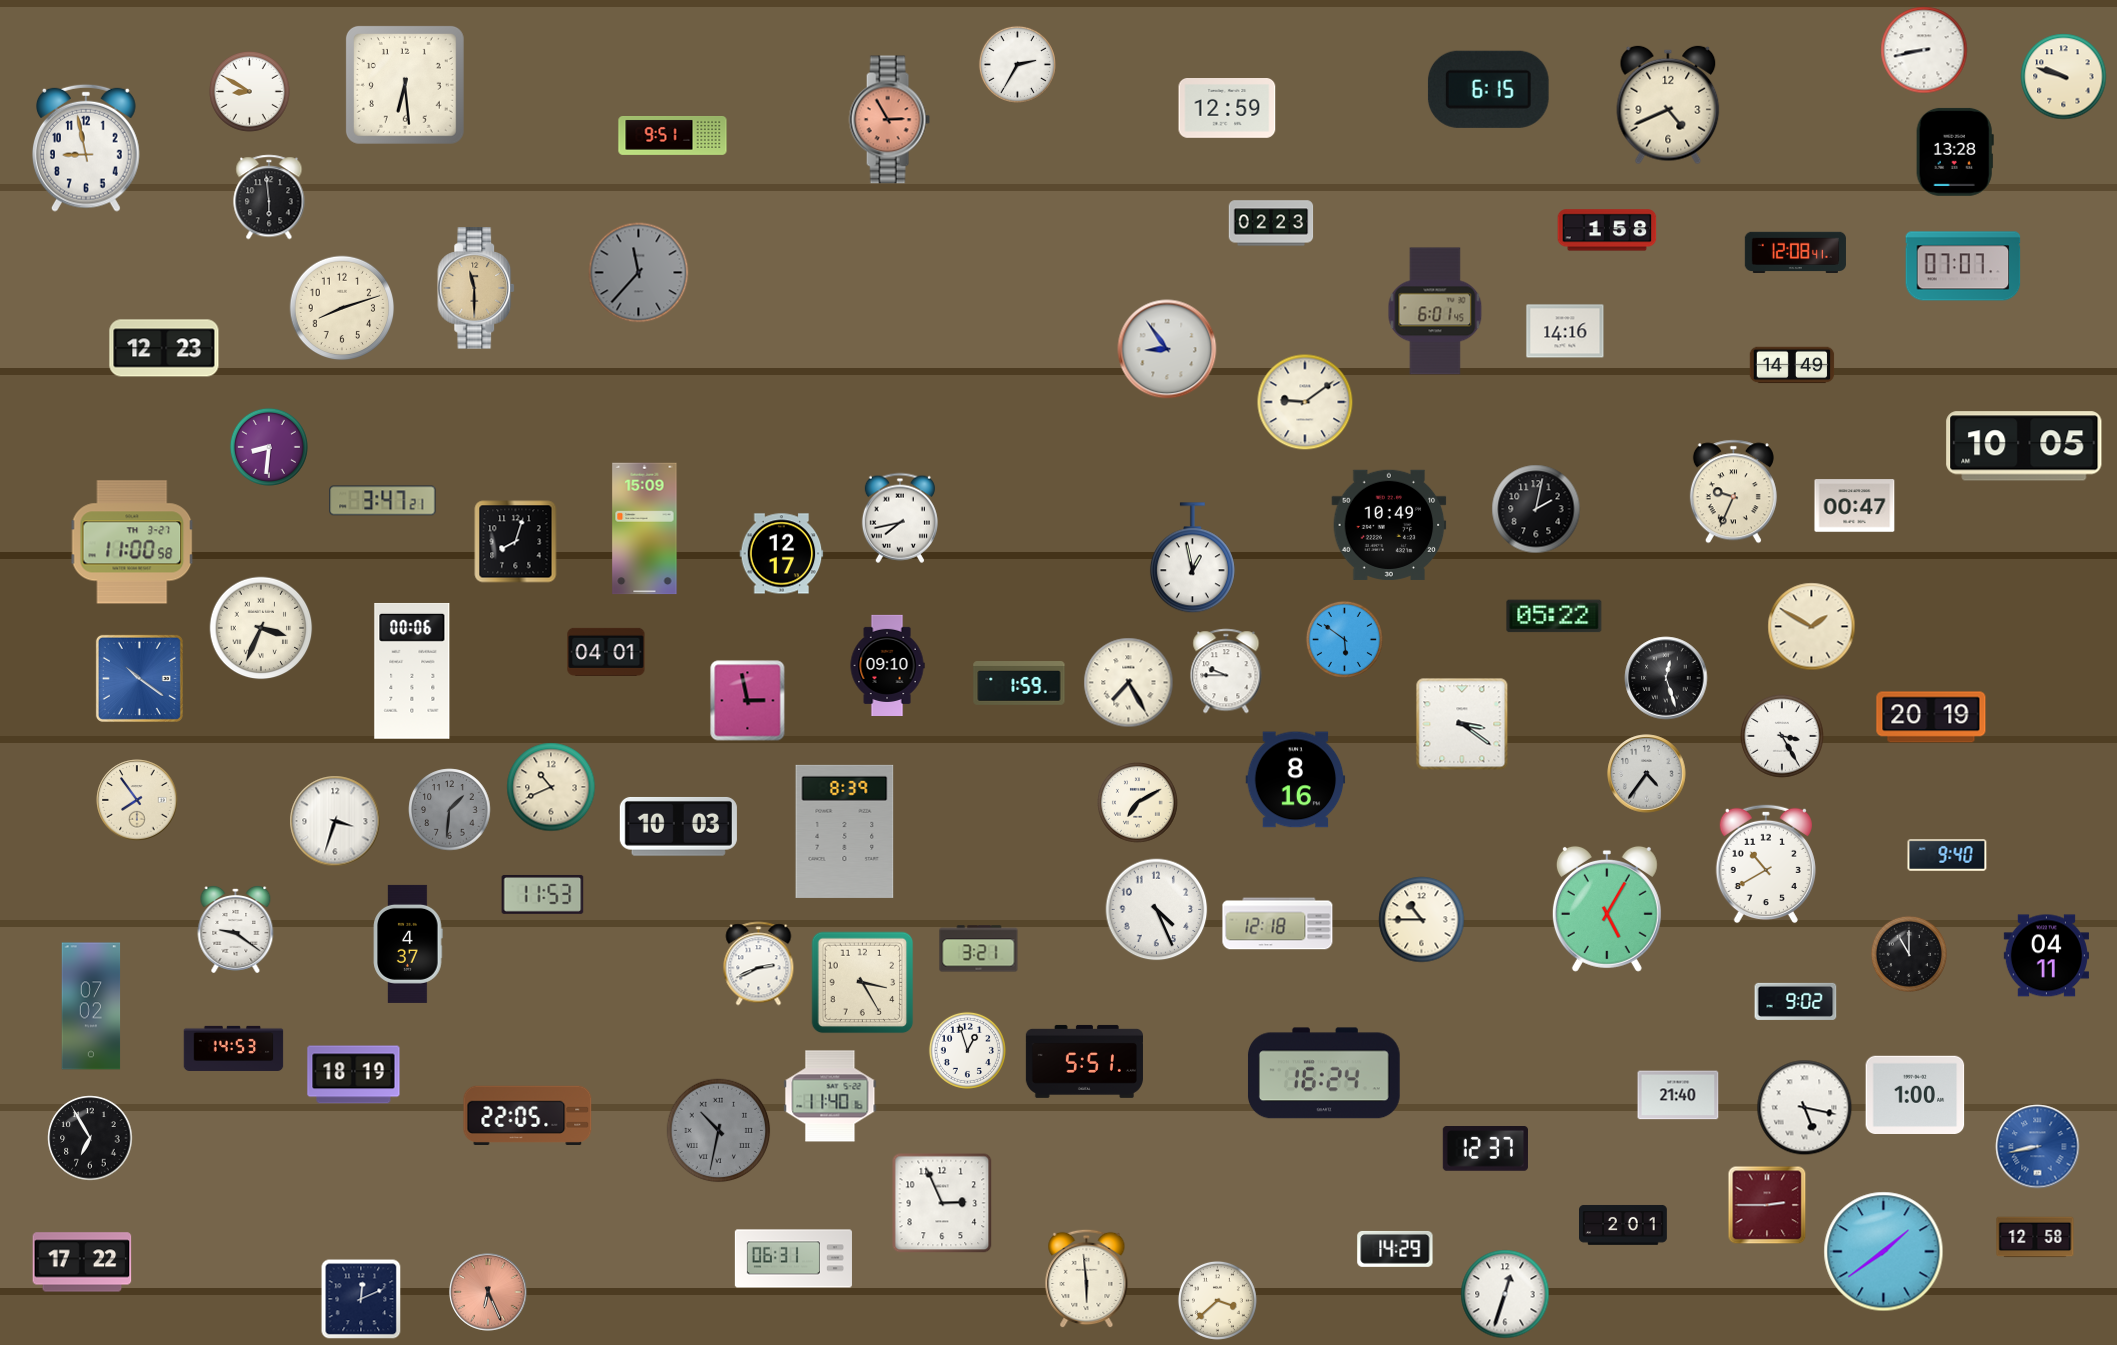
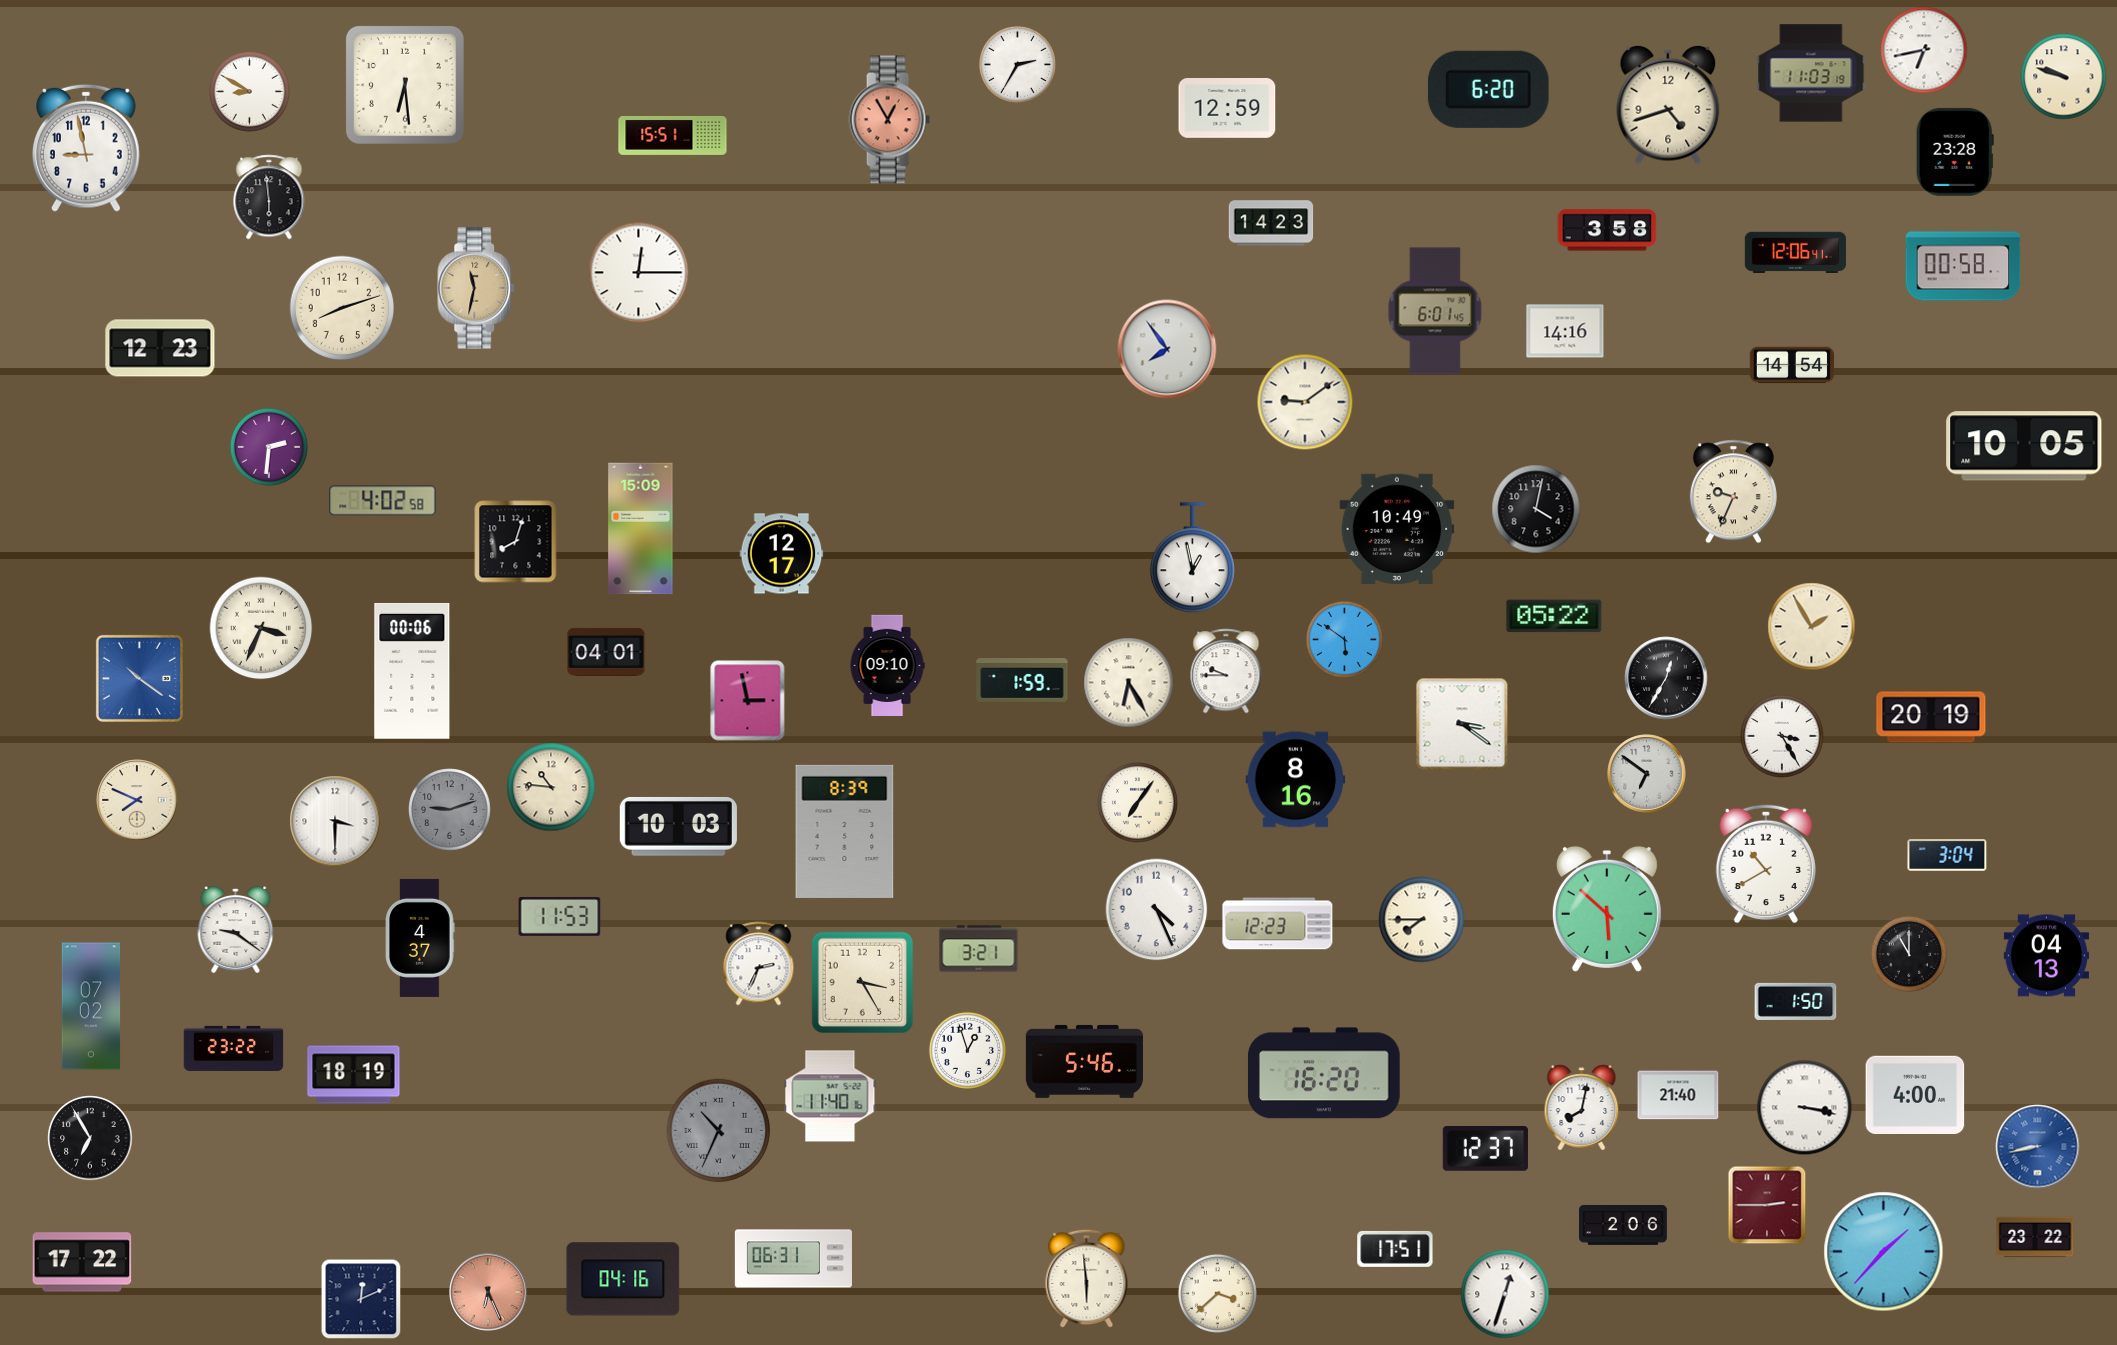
clock at (1924, 50): 8:43 -> 6:43
clock at (1811, 73): none -> 11:03
clock at (1488, 89): 6:15 -> 6:20
clock at (1668, 105): 4:41 -> 4:42
clock at (889, 120): 2:55 -> 12:55
clock at (673, 136): 9:51 -> 15:51
clock at (1955, 152): 13:28 -> 23:28
clock at (1271, 223): 02:23 -> 14:23
clock at (1607, 230): 1:58 -> 3:58
clock at (1795, 252): 12:08 -> 12:06
clock at (1963, 266): 07:07 -> 00:58
clock at (639, 273): 11:37 -> 12:15
clock at (639, 273) dial: grey -> white
clock at (477, 288): 11:30 -> 11:32
clock at (164, 348) position: (164, 348) -> (160, 348)
clock at (1167, 349): 8:54 -> 7:54
clock at (1792, 365): 14:49 -> 14:54
clock at (269, 447): 8:31 -> 2:31
clock at (383, 501): 3:47 -> 4:02
clock at (1855, 506): 00:47 -> none
clock at (1536, 509): 2:02 -> 4:02
clock at (900, 518): 7:43 -> none
clock at (1389, 525) position: (1389, 525) -> (1397, 529)
clock at (645, 529) position: (645, 529) -> (641, 529)
clock at (132, 542): 11:00 -> none
clock at (1812, 627): 1:50 -> 1:55
clock at (1666, 678): 12:27 -> 12:35
clock at (1129, 683): 7:25 -> 6:25
clock at (1019, 684) position: (1019, 684) -> (1022, 681)
clock at (1647, 774): 4:36 -> 6:51
clock at (551, 787): 10:41 -> 10:46
clock at (137, 800): 7:54 -> 7:49
clock at (1138, 803): 7:10 -> 7:06
clock at (450, 810): 1:31 -> 9:12
clock at (335, 821): 3:33 -> 3:30
clock at (1947, 856): 9:40 -> 3:04
clock at (543, 894) position: (543, 894) -> (560, 916)
clock at (1607, 909): 5:05 -> 5:52
clock at (1422, 920): 10:45 -> 7:45
clock at (1278, 924): 12:18 -> 12:23
clock at (408, 944) position: (408, 944) -> (420, 938)
clock at (2046, 956): 04:11 -> 04:13
clock at (759, 964): 2:41 -> 2:34
clock at (1796, 1001): 9:02 -> 1:50
clock at (234, 1048): 14:53 -> 23:22
clock at (1084, 1061): 5:51 -> 5:46
clock at (1324, 1073): 16:24 -> 16:20
clock at (1915, 1094): 1:00 -> 4:00
clock at (1582, 1108): none -> 8:02
clock at (1805, 1108): 5:17 -> 3:17
clock at (528, 1115): 22:05 -> none
clock at (719, 1131): 10:32 -> 10:34
clock at (942, 1203): 2:56 -> none
clock at (1624, 1225): 2:01 -> 2:06
clock at (2035, 1237): 12:58 -> 23:22
clock at (1395, 1249): 14:29 -> 17:51
clock at (1884, 1252): 1:39 -> 1:37
clock at (623, 1279): none -> 04:16
clock at (1217, 1300) position: (1217, 1300) -> (1217, 1293)
